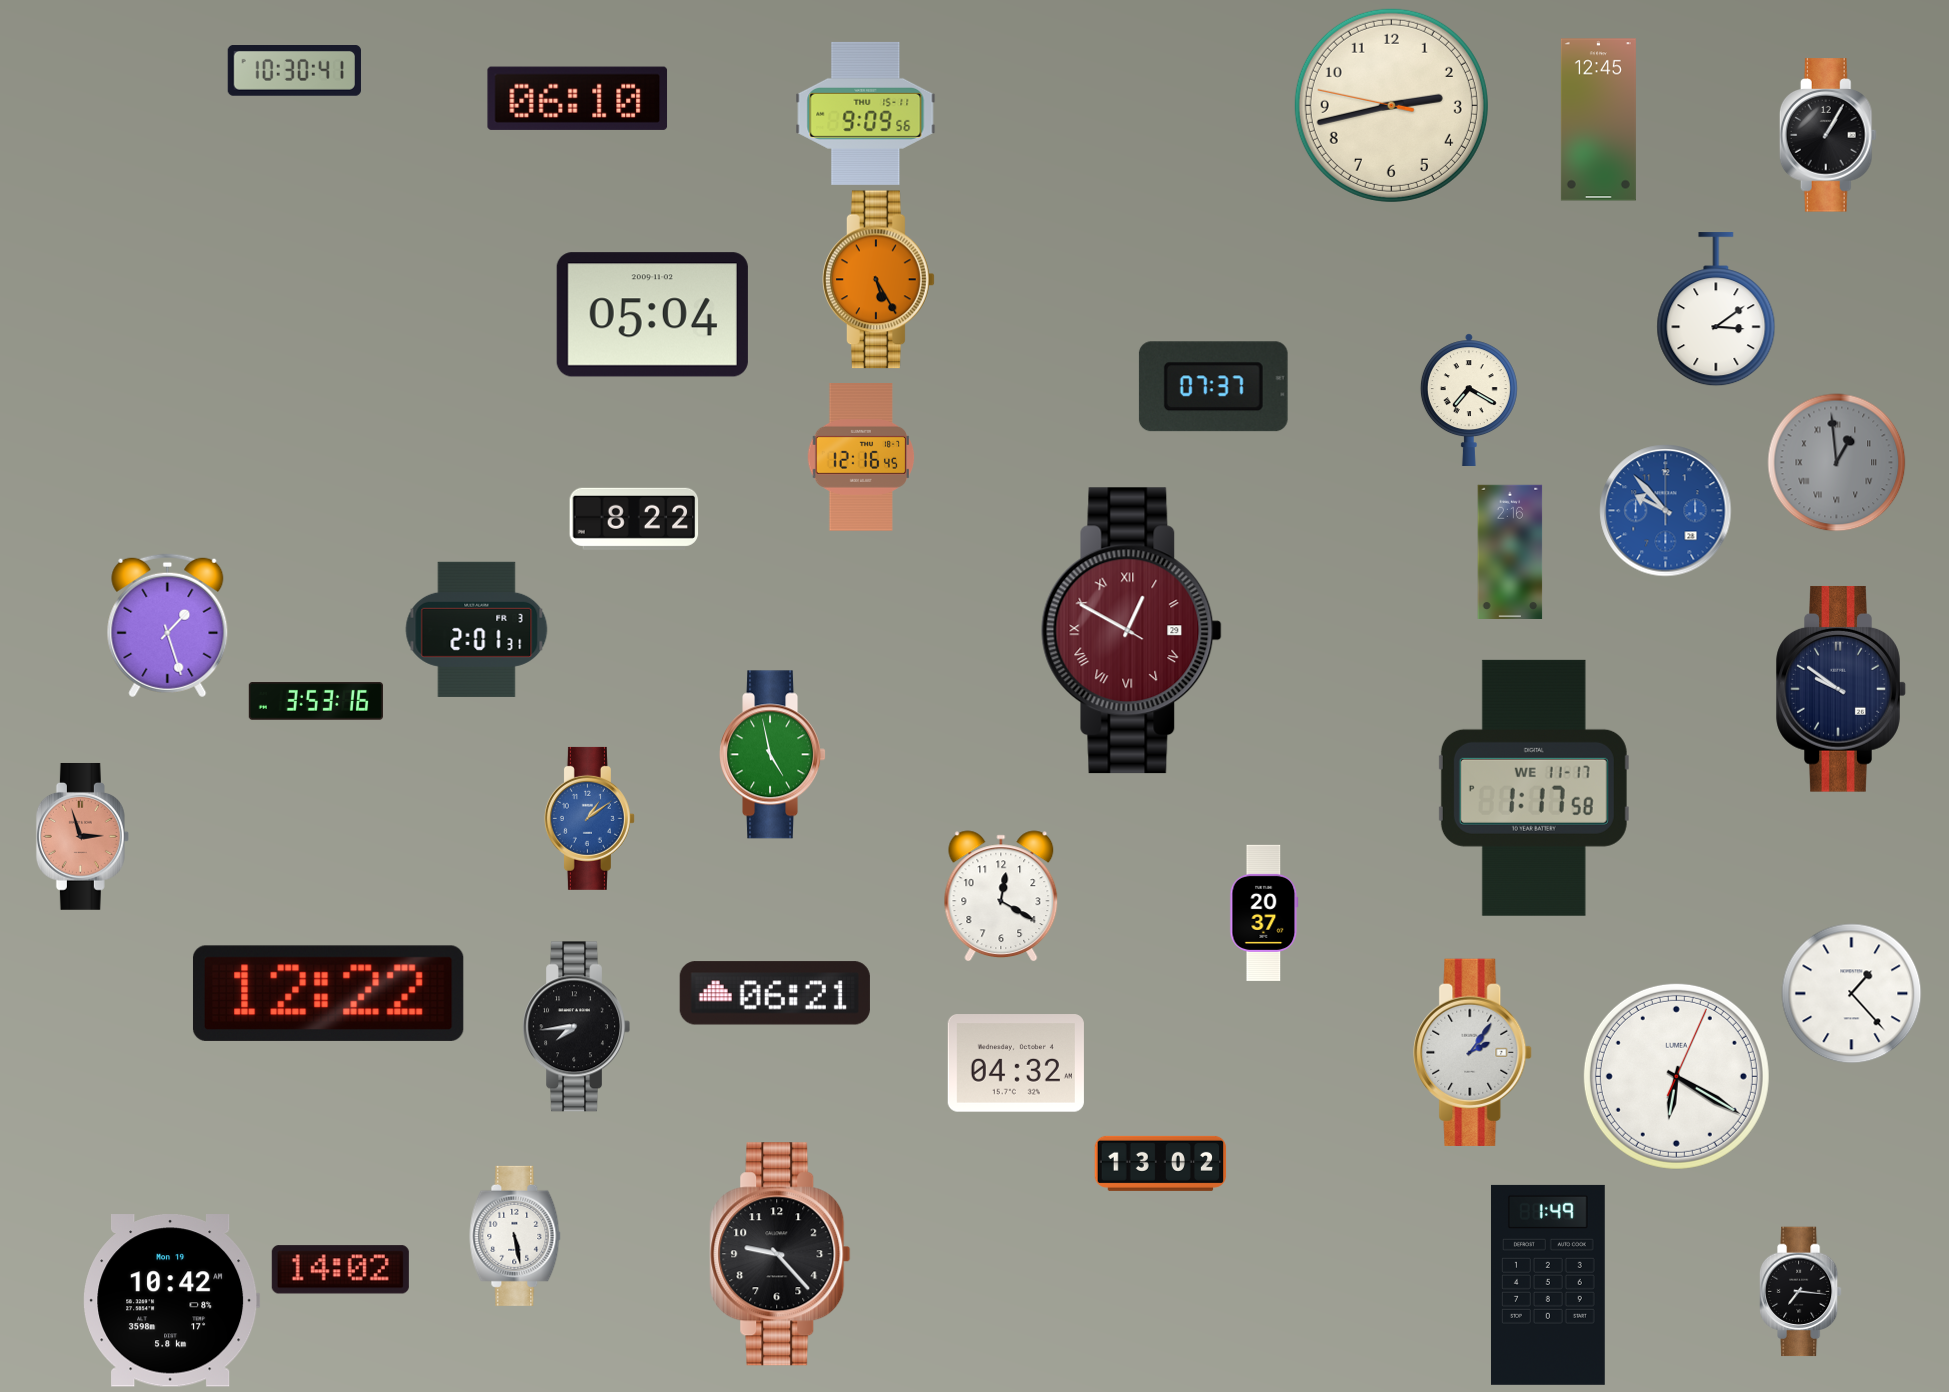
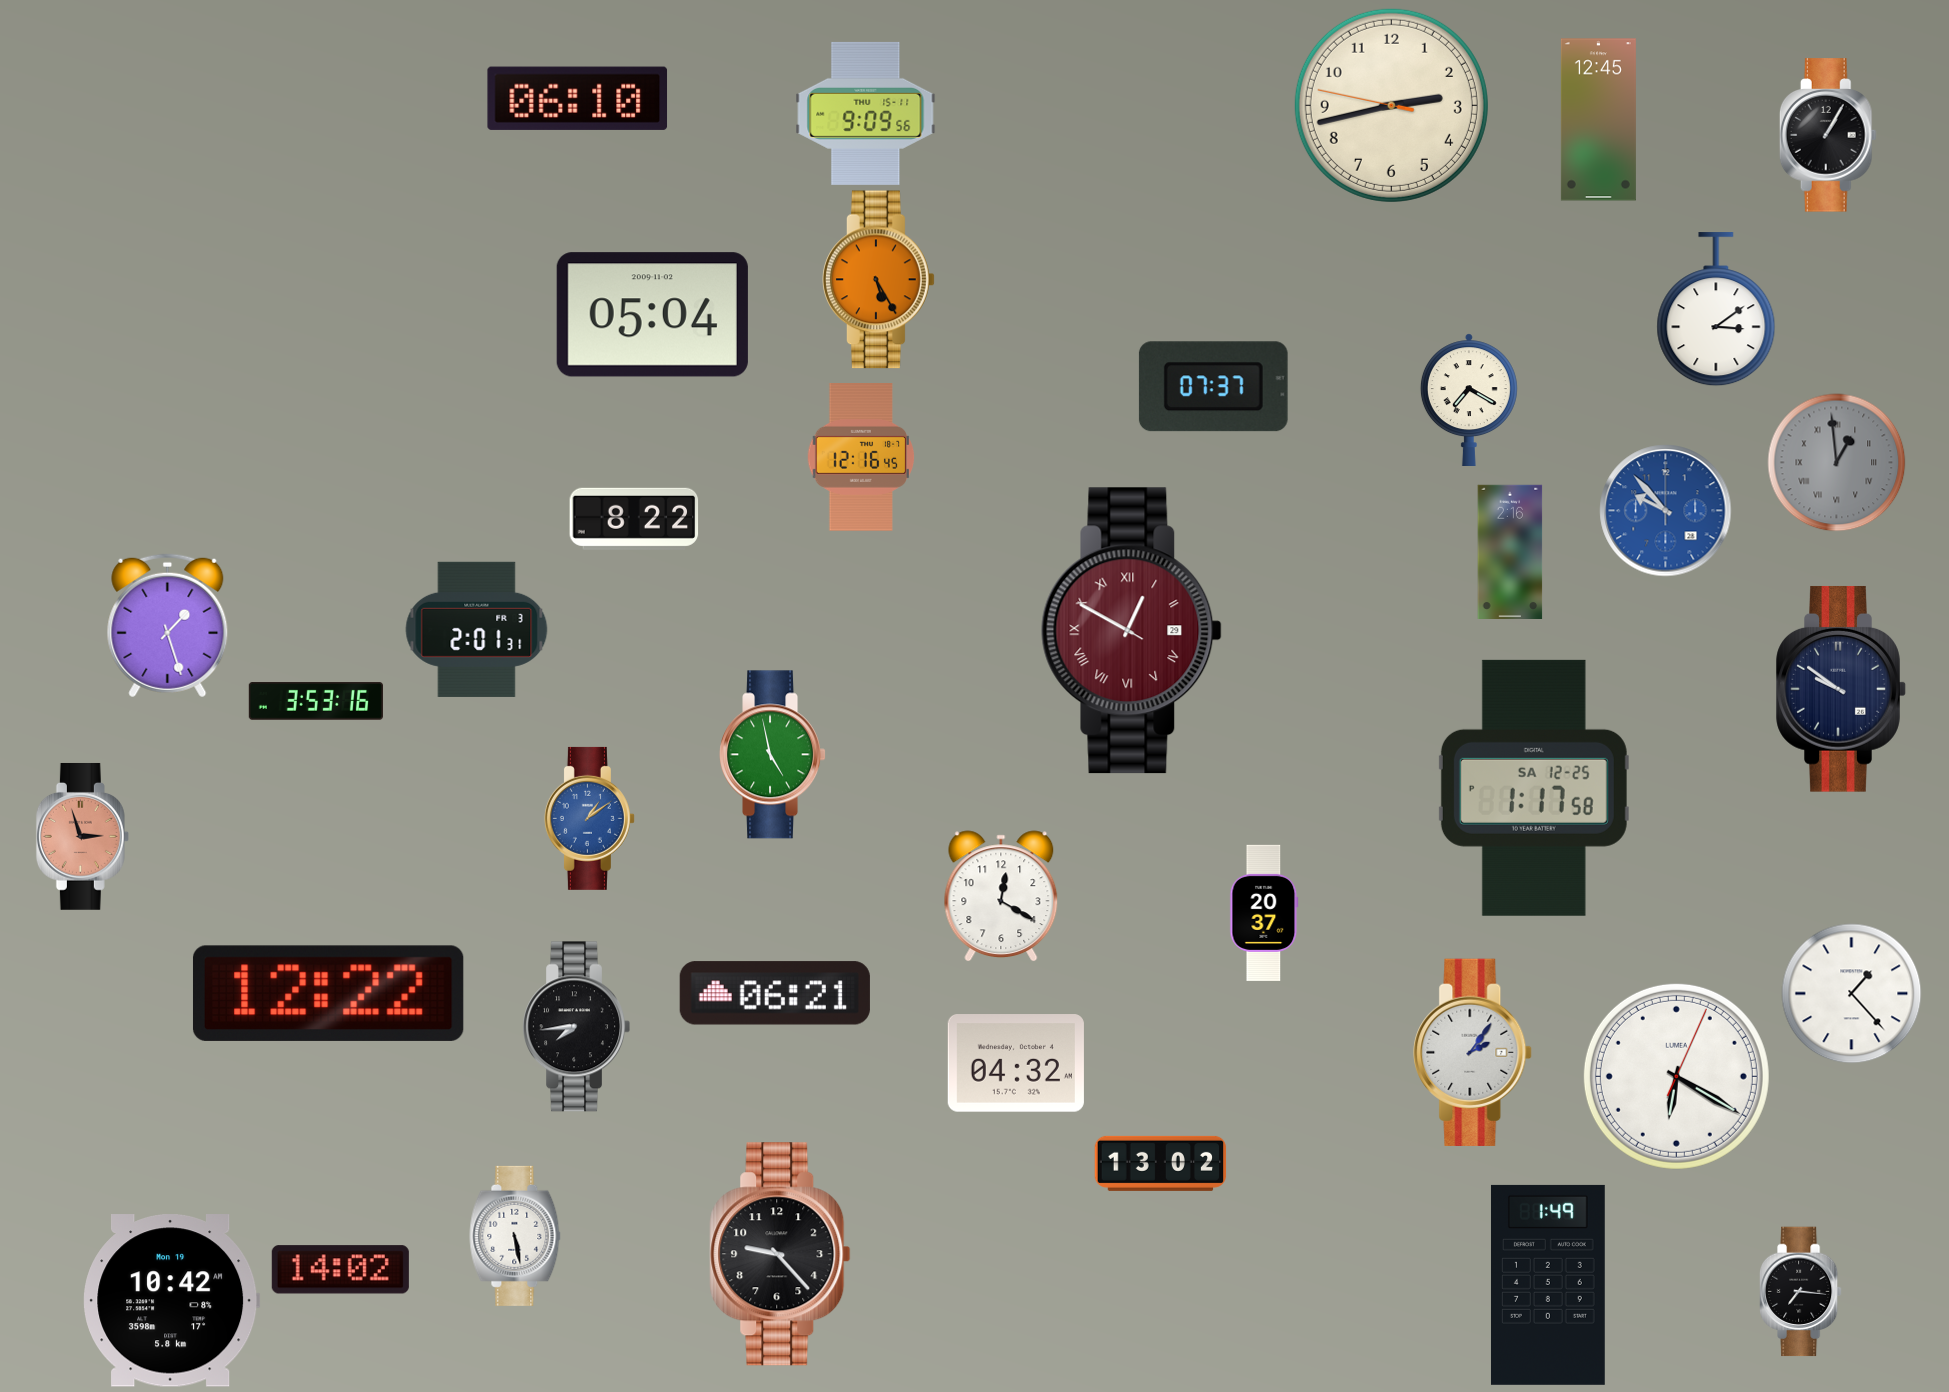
clock at (294, 71): 10:30 -> none
clock at (1534, 788) date: WE 11-17 -> SA 12-25
